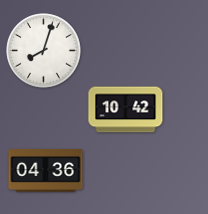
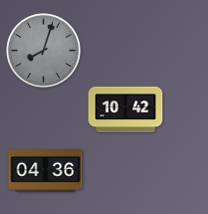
clock at (44, 51) dial: white -> grey
